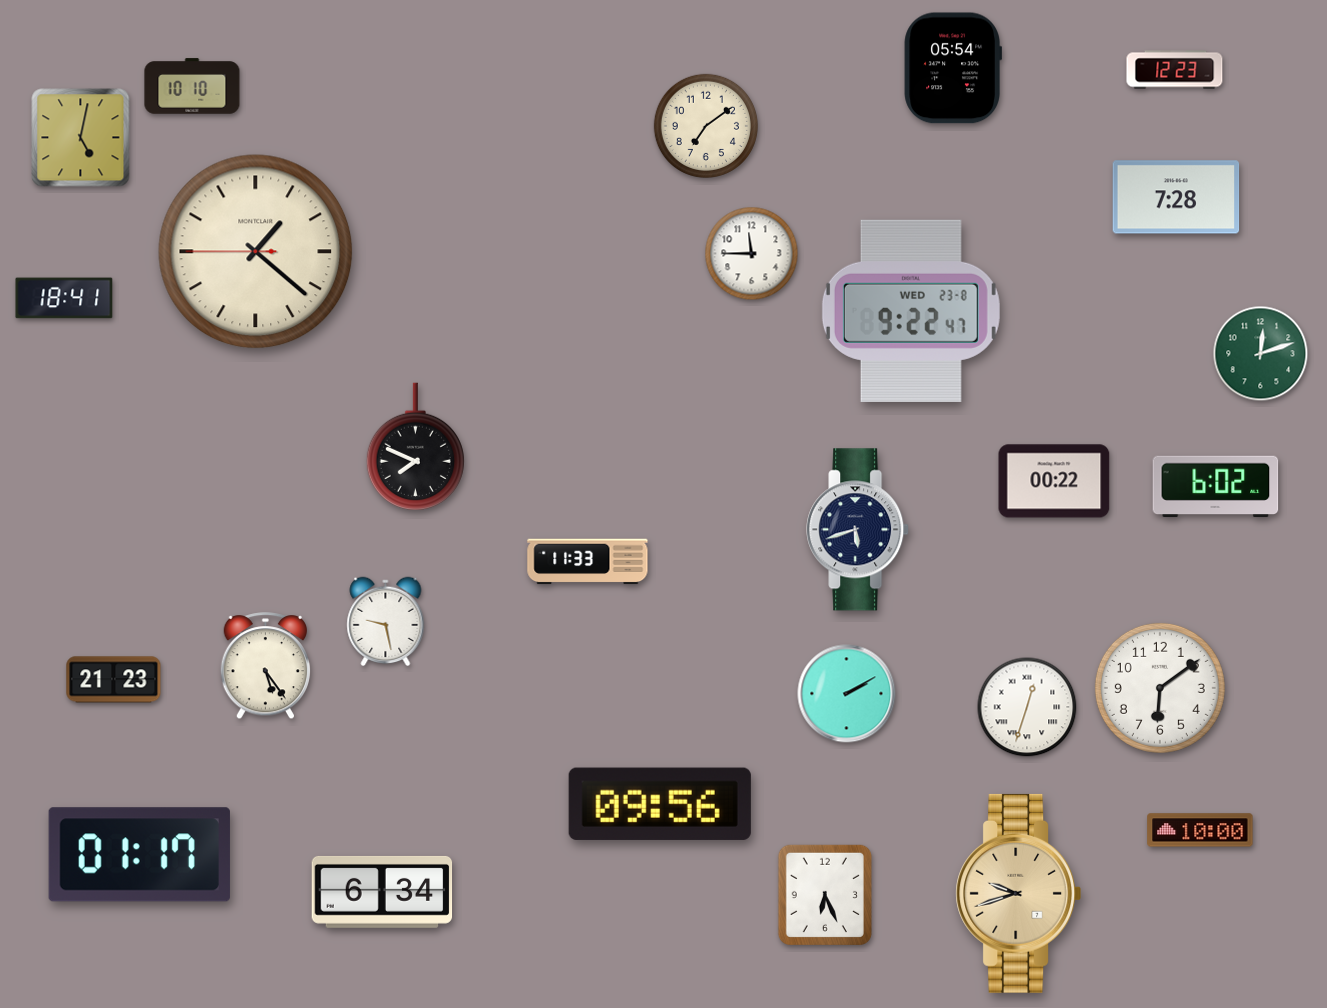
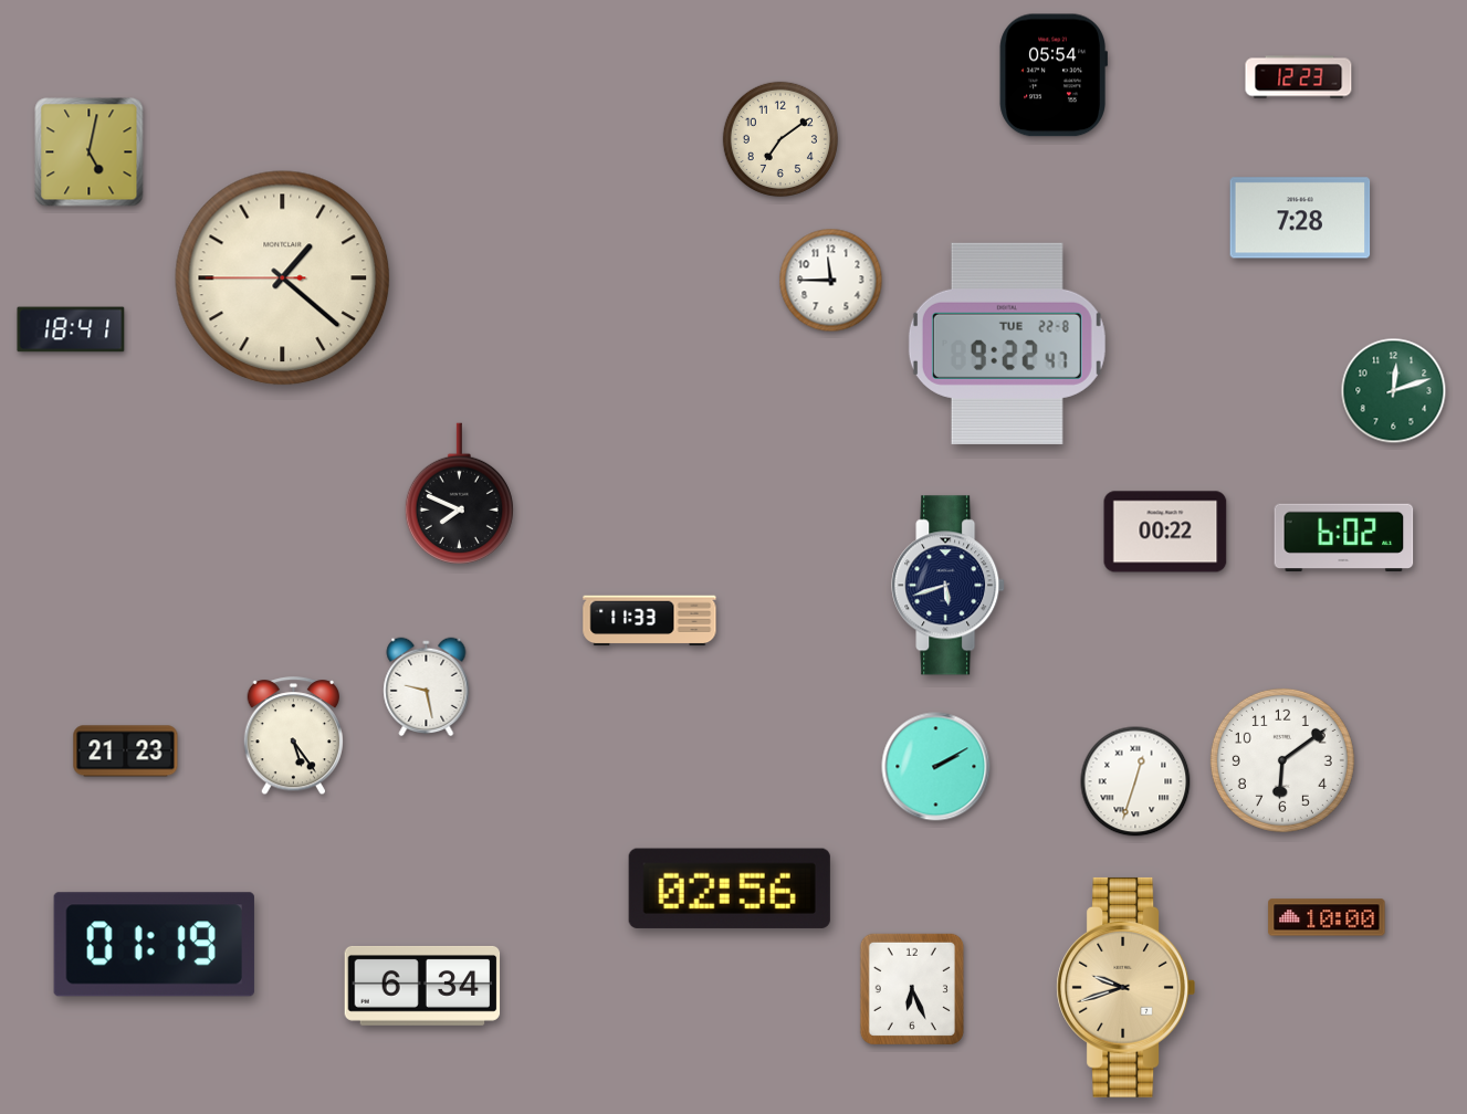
clock at (192, 86): 10:10 -> none
clock at (911, 311) date: WED 23-8 -> TUE 22-8
clock at (660, 804): 09:56 -> 02:56
clock at (139, 855): 01:17 -> 01:19
